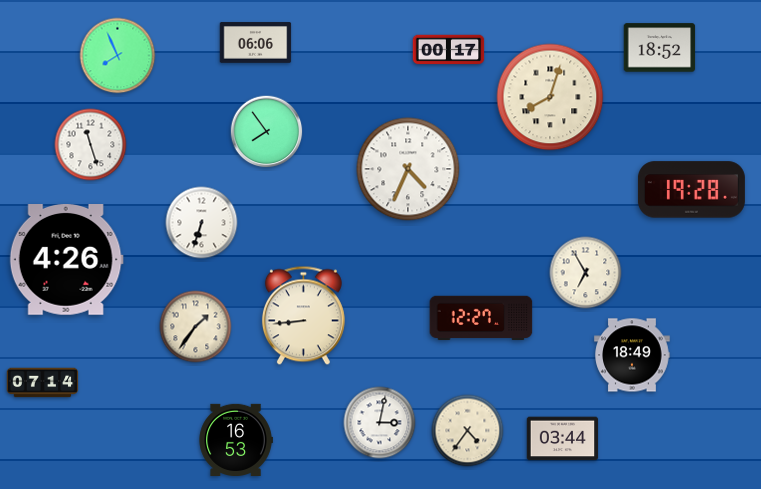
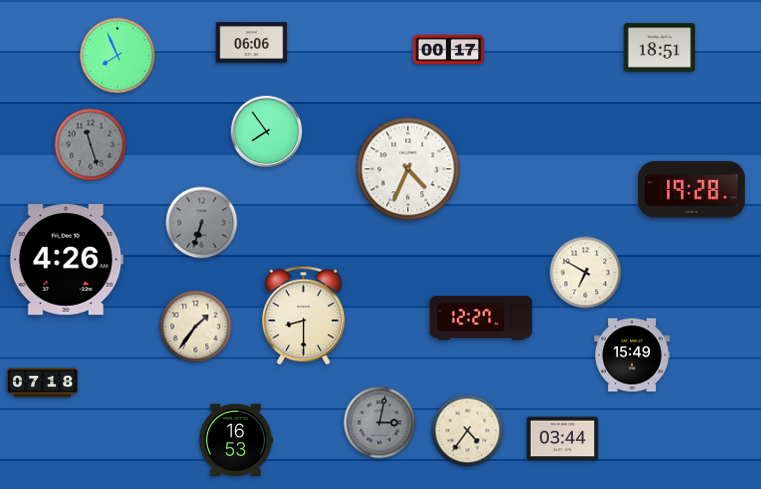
clock at (256, 43) position: (256, 43) -> (252, 43)
clock at (660, 48): 18:52 -> 18:51
clock at (550, 97): 8:03 -> none
clock at (91, 145) dial: white -> grey
clock at (202, 223) dial: white -> grey
clock at (586, 273): 6:55 -> 6:50
clock at (303, 316): 8:44 -> 8:30
clock at (632, 355): 18:49 -> 15:49
clock at (43, 383): 07:14 -> 07:18
clock at (380, 423) dial: white -> grey
